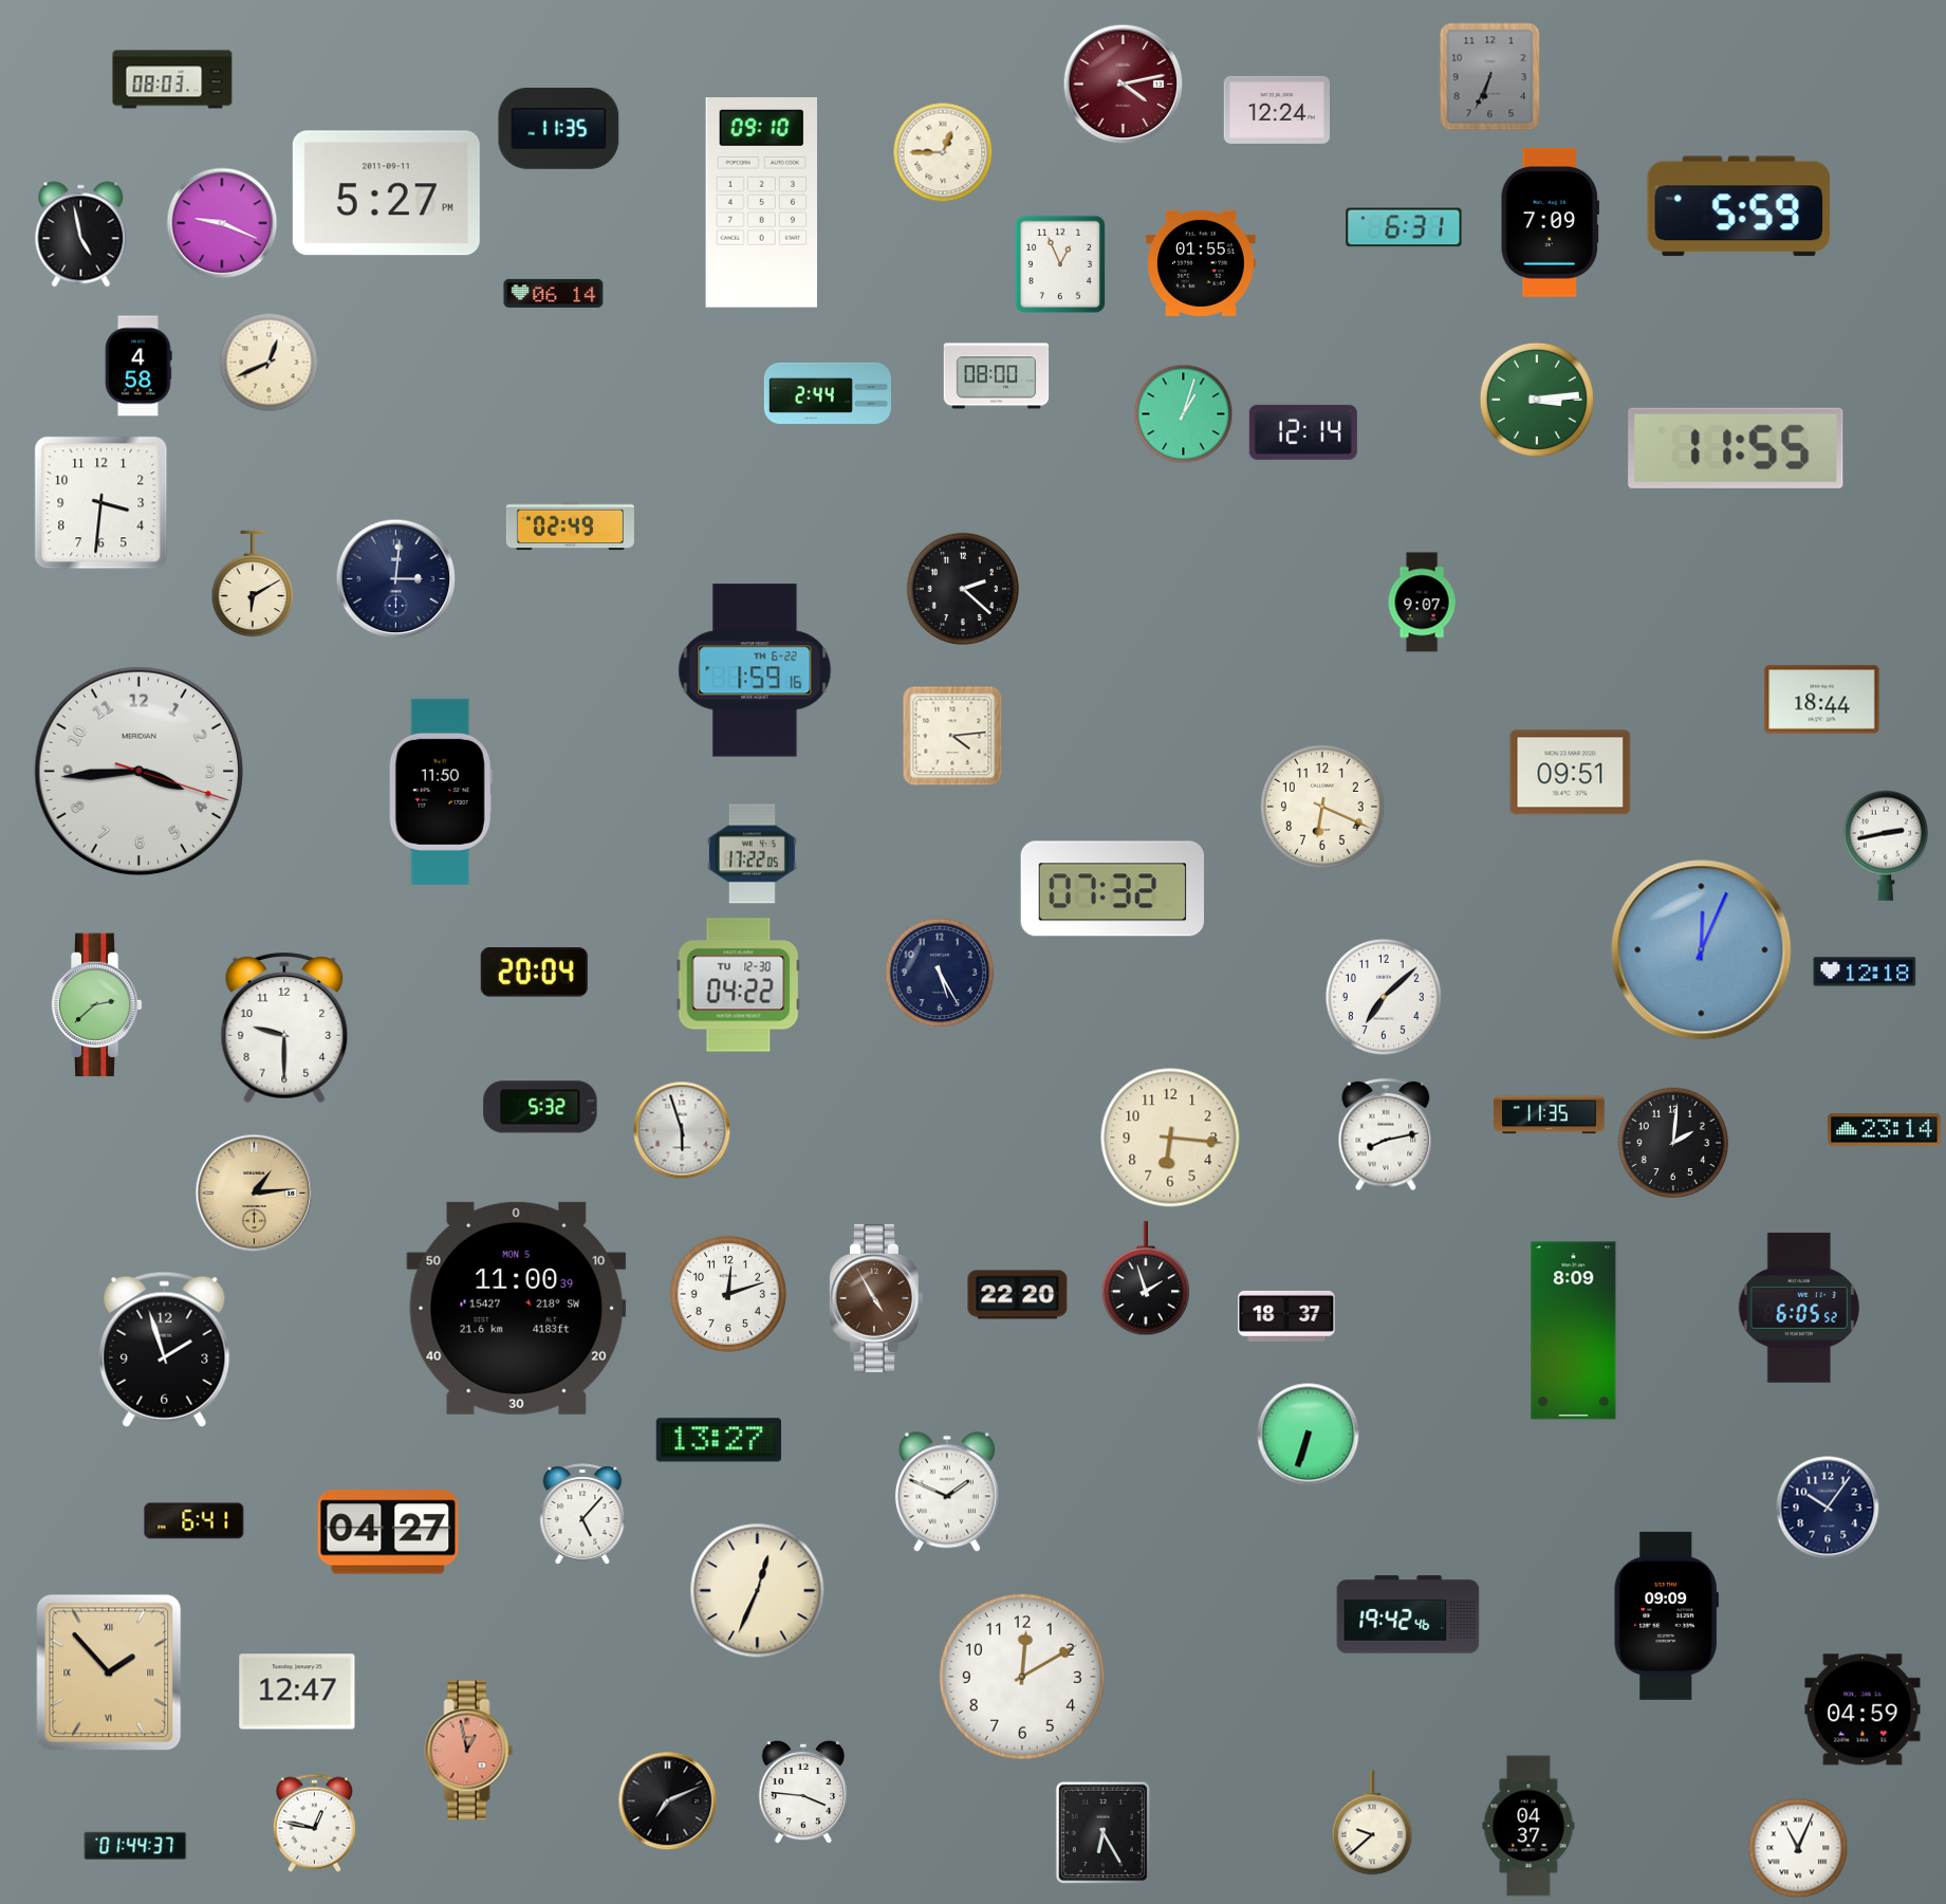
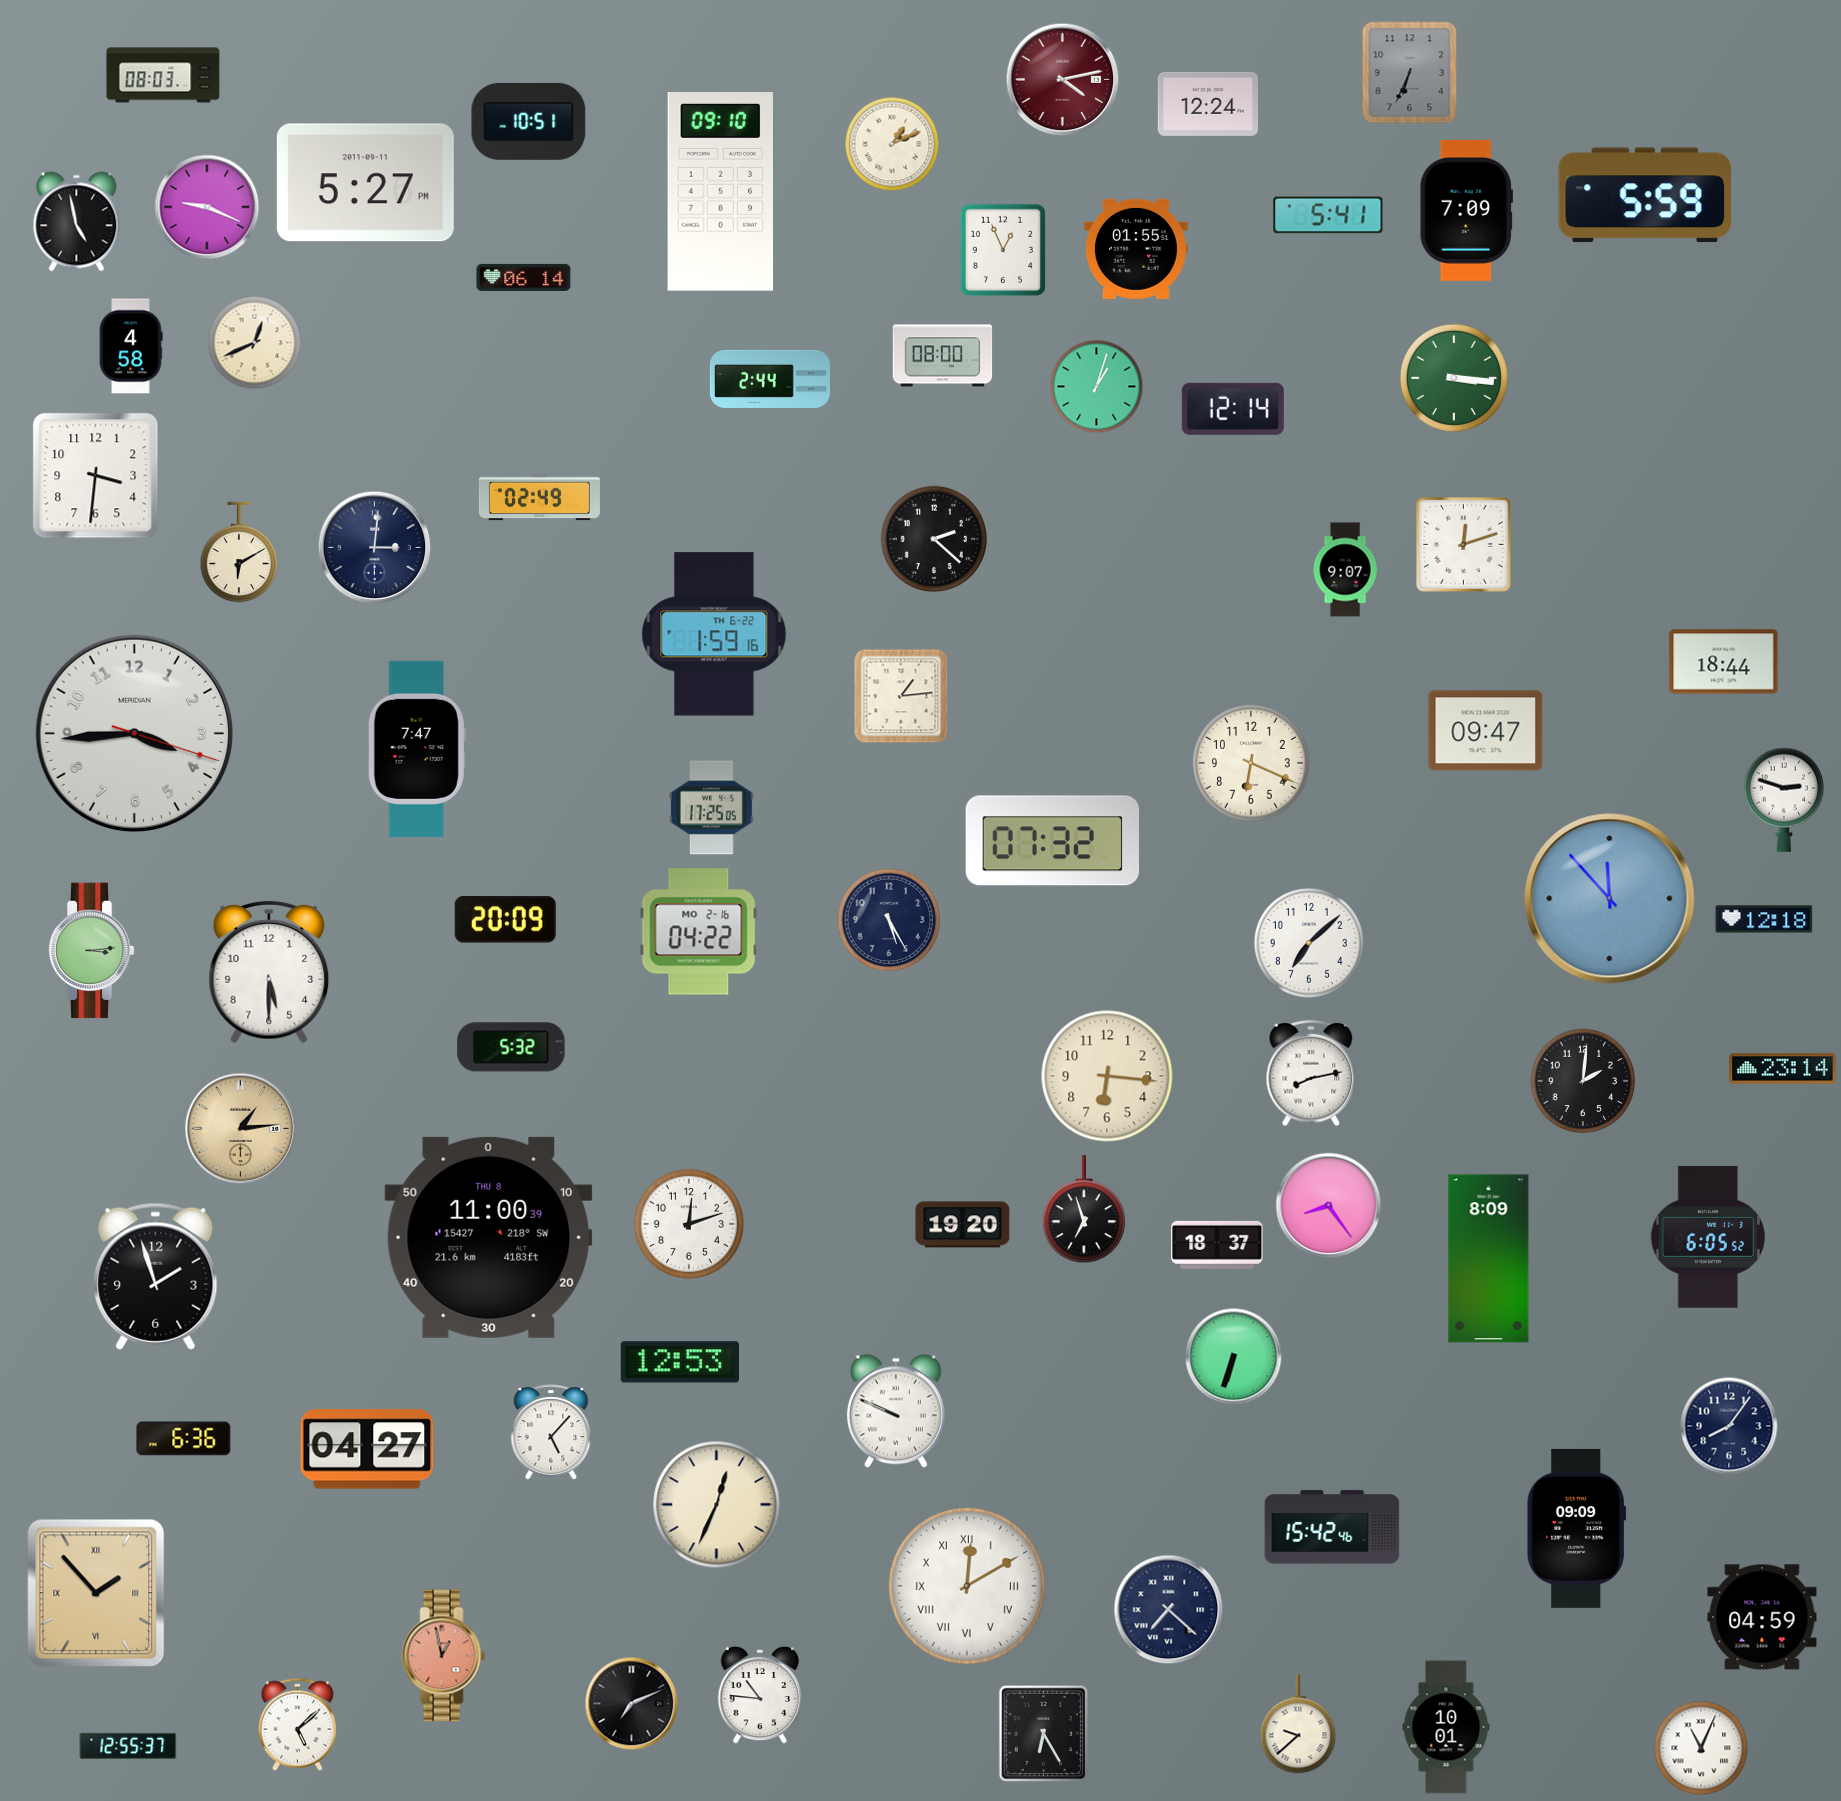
clock at (559, 128): 11:35 -> 10:51
clock at (943, 152): 12:45 -> 1:11
clock at (222, 223) position: (222, 223) -> (207, 207)
clock at (1404, 227): 6:31 -> 5:41
clock at (828, 393) position: (828, 393) -> (770, 379)
clock at (1537, 400): 3:14 -> 3:16
clock at (1184, 414) position: (1184, 414) -> (1097, 387)
clock at (1736, 448): 11:55 -> none
clock at (1464, 545): none -> 12:12
clock at (962, 588) position: (962, 588) -> (933, 538)
clock at (952, 736): 4:14 -> 1:14
clock at (140, 772) position: (140, 772) -> (135, 734)
clock at (1571, 773): 09:51 -> 09:47
clock at (441, 792): 11:50 -> 7:47
clock at (1885, 846): 2:43 -> 2:48
clock at (752, 854): 17:22 -> 17:25
clock at (1702, 950): 12:04 -> 11:53
clock at (534, 973): 20:04 -> 20:09
clock at (739, 985) date: TU 12-30 -> MO 2-16
clock at (96, 1005): 2:38 -> 3:14
clock at (284, 1028): 9:30 -> 5:30
clock at (1550, 1115): 11:35 -> none
clock at (682, 1130): 5:57 -> none
clock at (1329, 1206): none -> 8:24
clock at (1146, 1279): 1:57 -> 6:57
clock at (1018, 1295): 22:20 -> 19:20
clock at (875, 1298): 4:55 -> none
clock at (517, 1308) date: MON 5 -> THU 8
clock at (1799, 1308) position: (1799, 1308) -> (1708, 1237)
clock at (1309, 1435) position: (1309, 1435) -> (1234, 1357)
clock at (718, 1440): 13:27 -> 12:53
clock at (947, 1492): 1:49 -> 9:49
clock at (1828, 1508): 10:06 -> 8:06
clock at (194, 1521): 6:41 -> 6:36
clock at (1408, 1614): 19:42 -> 15:42
clock at (109, 1672) position: (109, 1672) -> (96, 1593)
clock at (1022, 1677) numerals: Arabic -> Roman
clock at (297, 1692): 12:47 -> none
clock at (1169, 1610): none -> 7:22
clock at (803, 1792): 3:46 -> 10:46
clock at (314, 1823): 12:47 -> 5:08
clock at (1528, 1826): 04:37 -> 10:01
clock at (135, 1846): 01:44 -> 12:55
